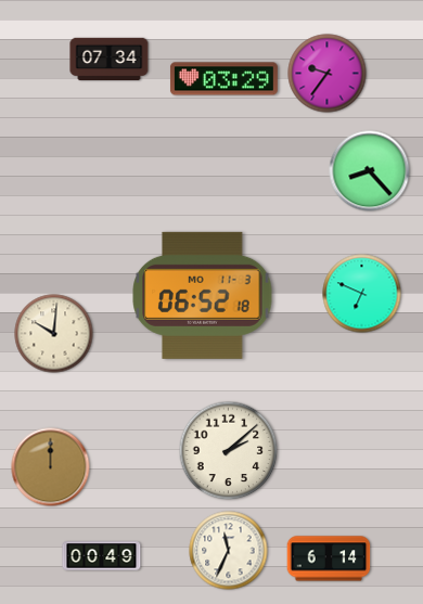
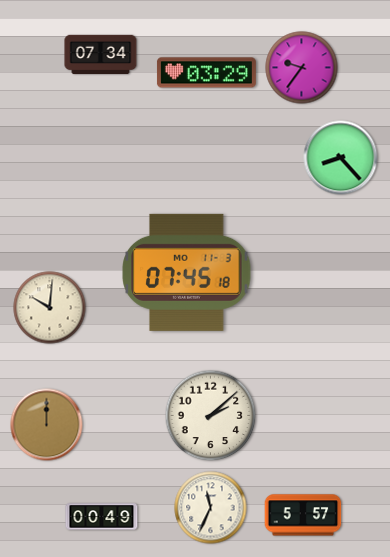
clock at (362, 294): 6:49 -> none
clock at (203, 295): 06:52 -> 07:45
clock at (51, 467) position: (51, 467) -> (47, 425)
clock at (102, 556) position: (102, 556) -> (102, 517)
clock at (329, 558): 6:14 -> 5:57
